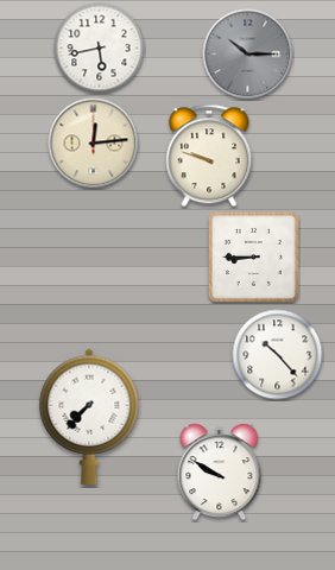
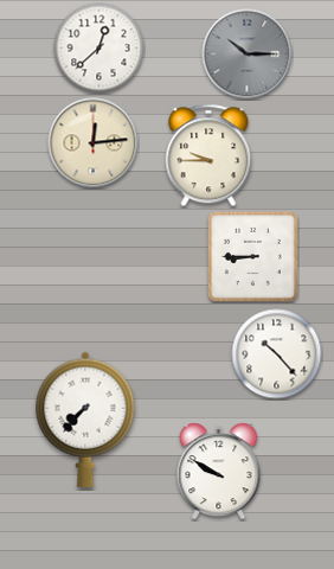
clock at (100, 49): 5:43 -> 12:38
clock at (209, 156): 9:48 -> 9:45
clock at (89, 417) position: (89, 417) -> (85, 420)
